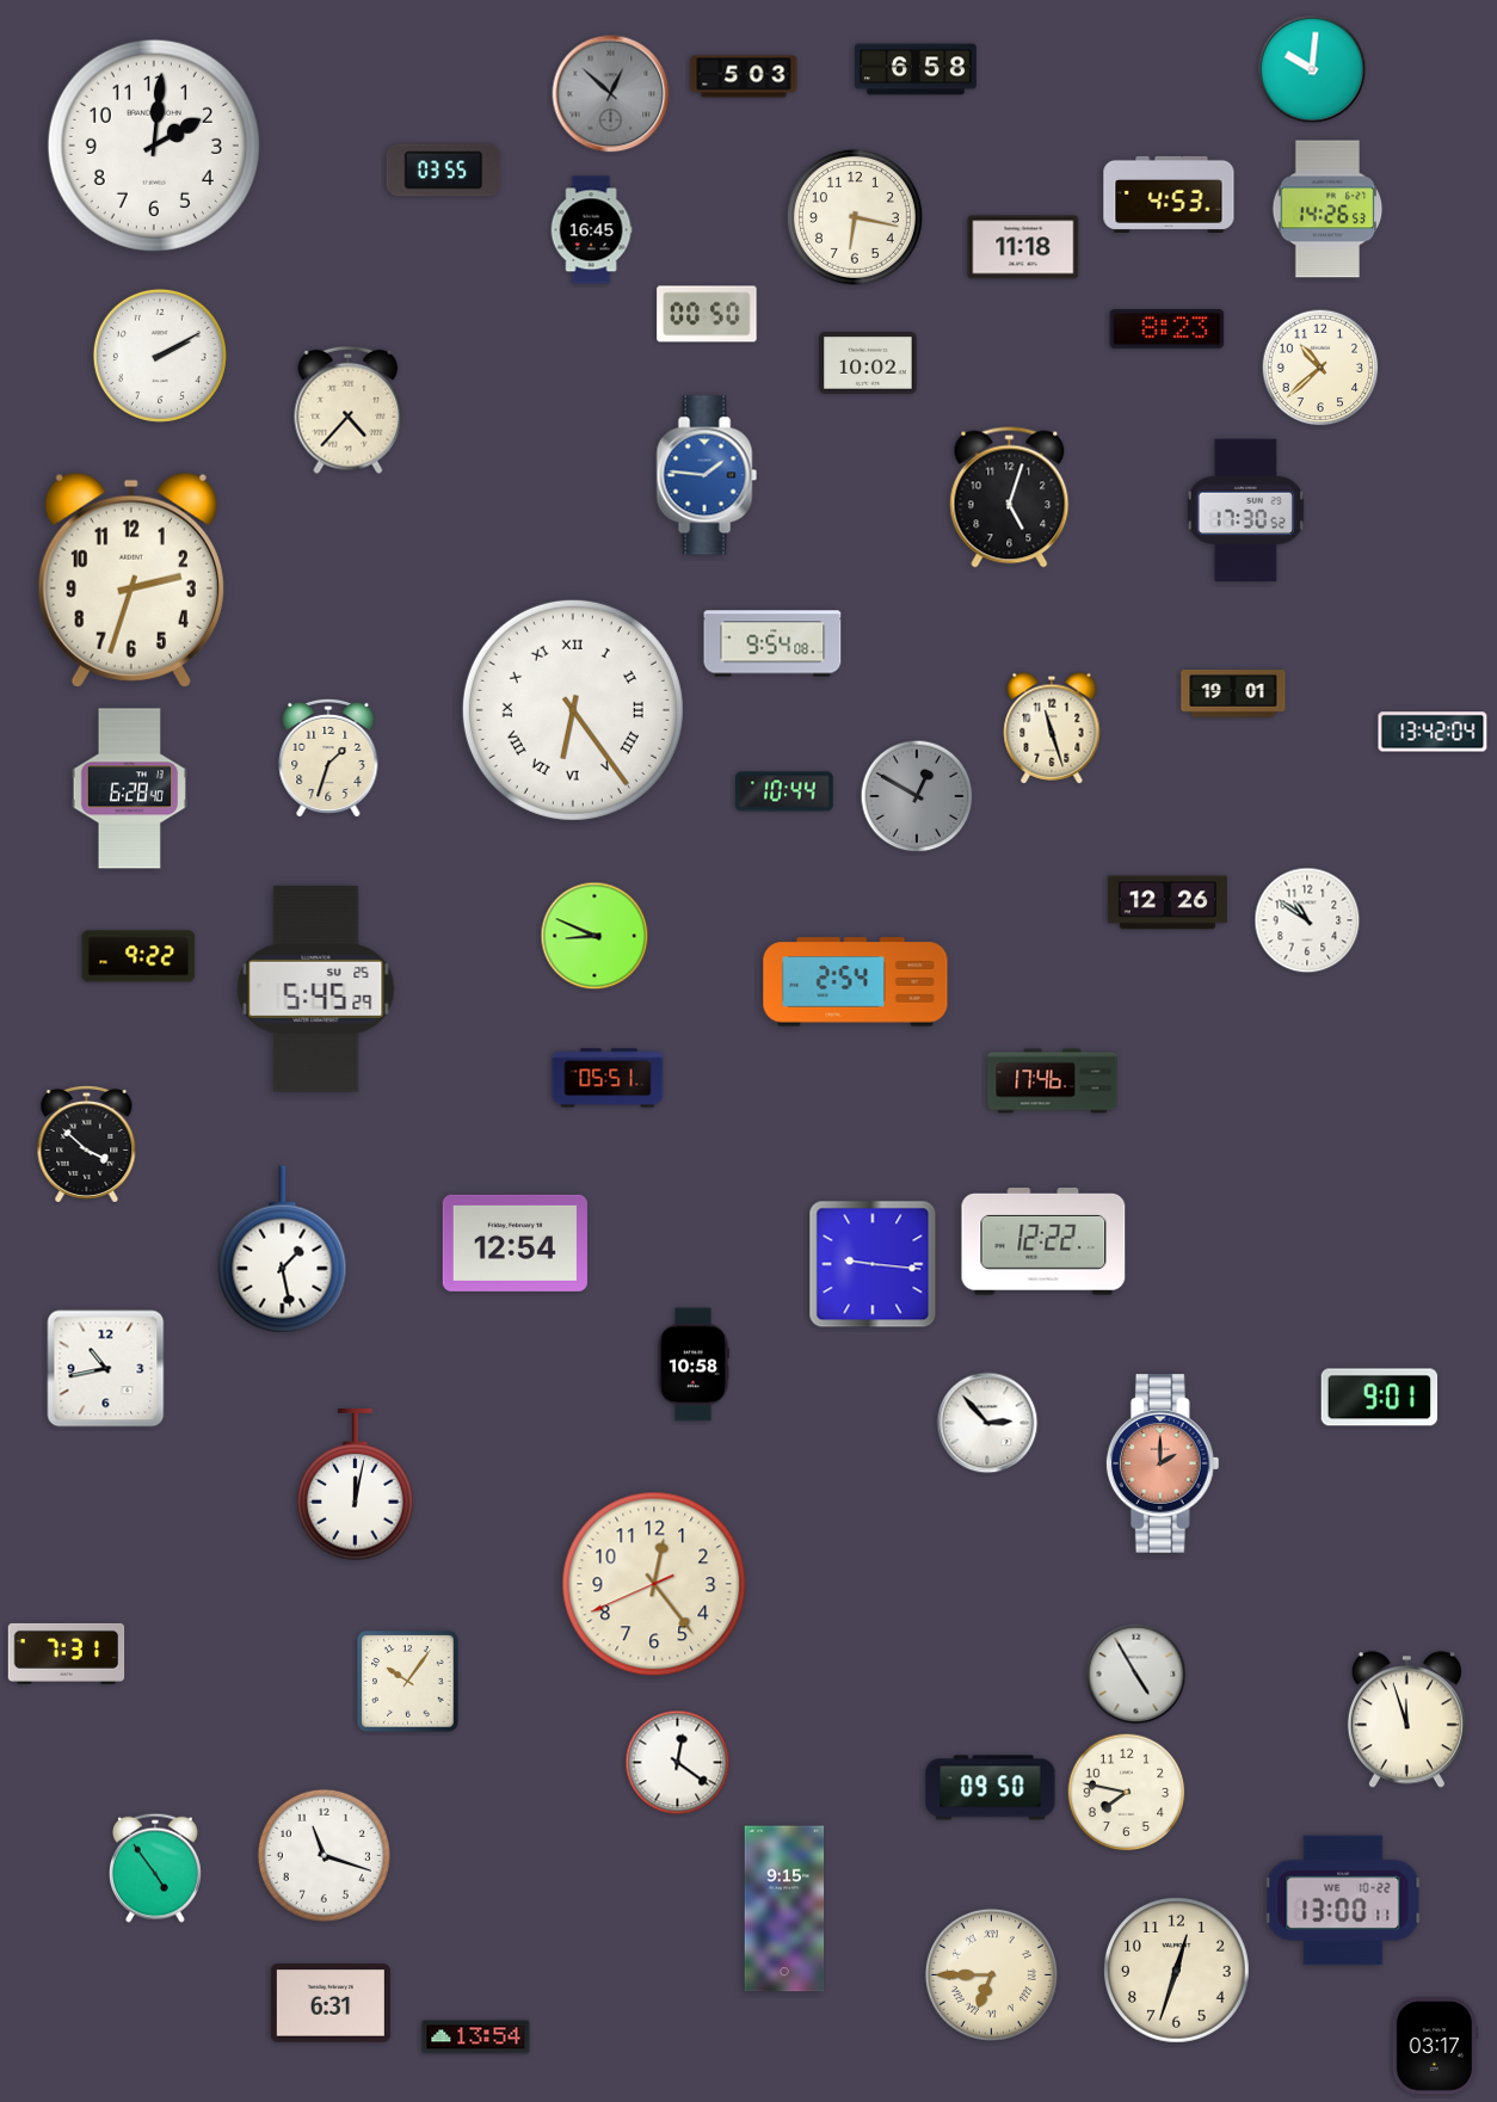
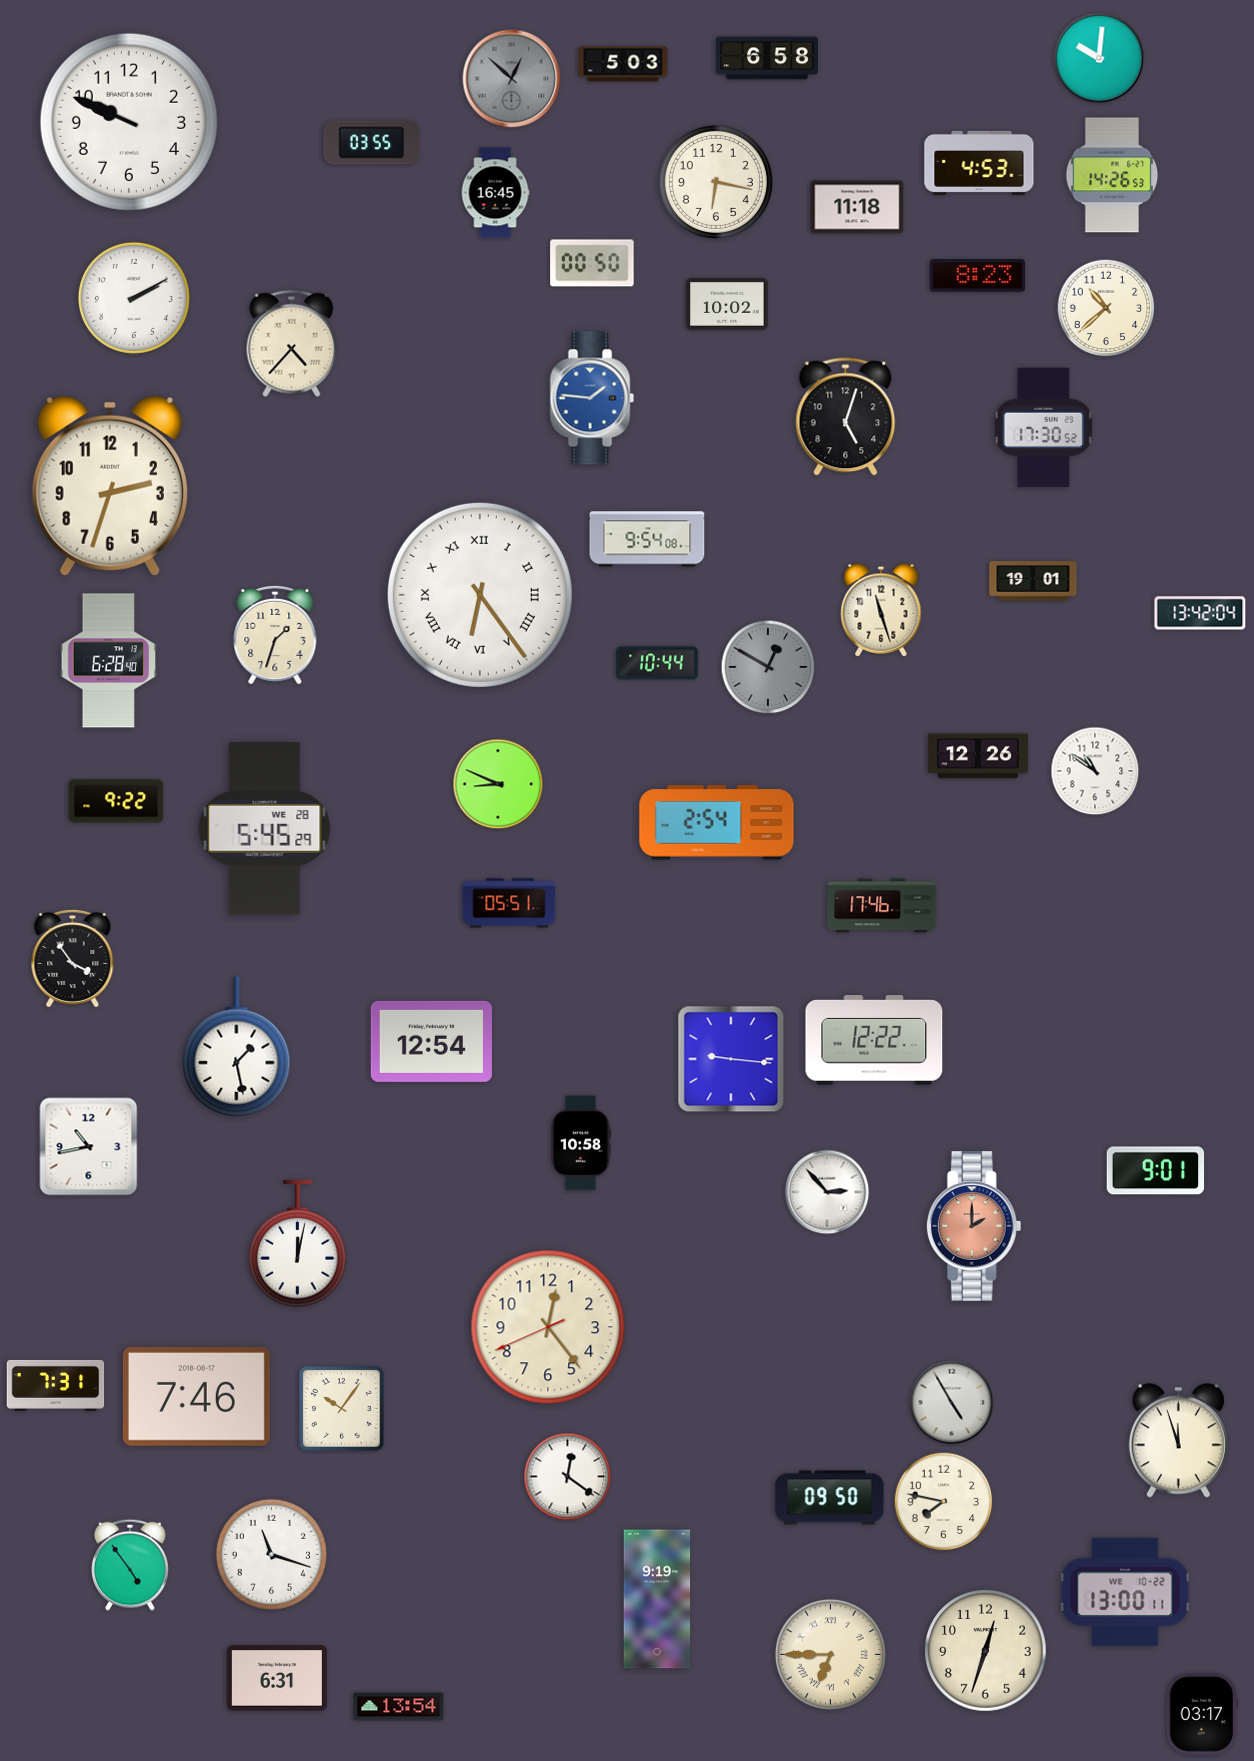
clock at (154, 146): 2:01 -> 9:49
clock at (316, 990) date: SU 25 -> WE 28
clock at (87, 1144): 3:52 -> 3:54
clock at (196, 1396): none -> 7:46
clock at (784, 1909): 9:15 -> 9:19
